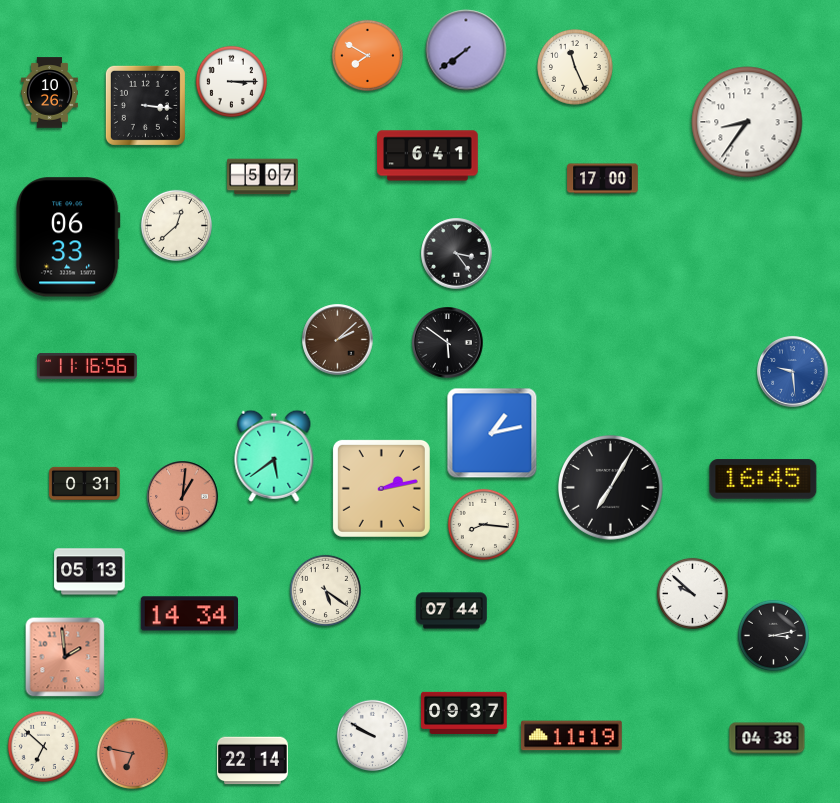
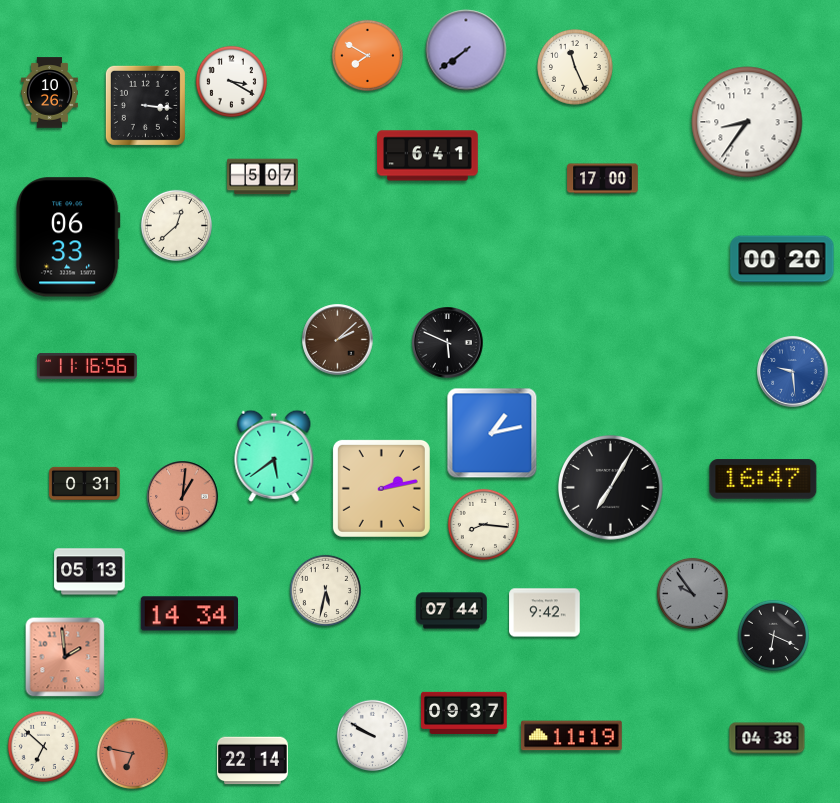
clock at (231, 81): 3:15 -> 3:20
clock at (457, 254): 3:24 -> none
clock at (782, 259): none -> 00:20
clock at (448, 343): 5:51 -> 5:49
clock at (763, 479): 16:45 -> 16:47
clock at (325, 590): 5:21 -> 5:32
clock at (692, 593): 9:52 -> 9:54
clock at (692, 593) dial: white -> grey
clock at (545, 613): none -> 9:42
clock at (773, 635): 3:13 -> 6:19
